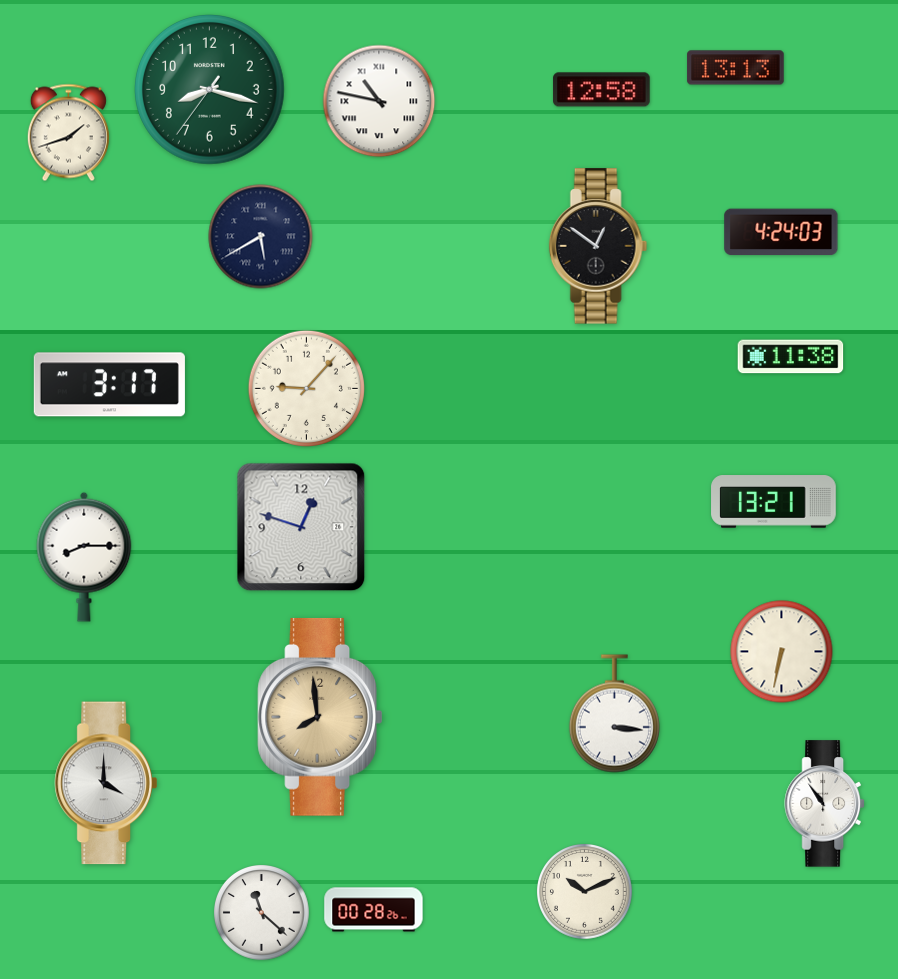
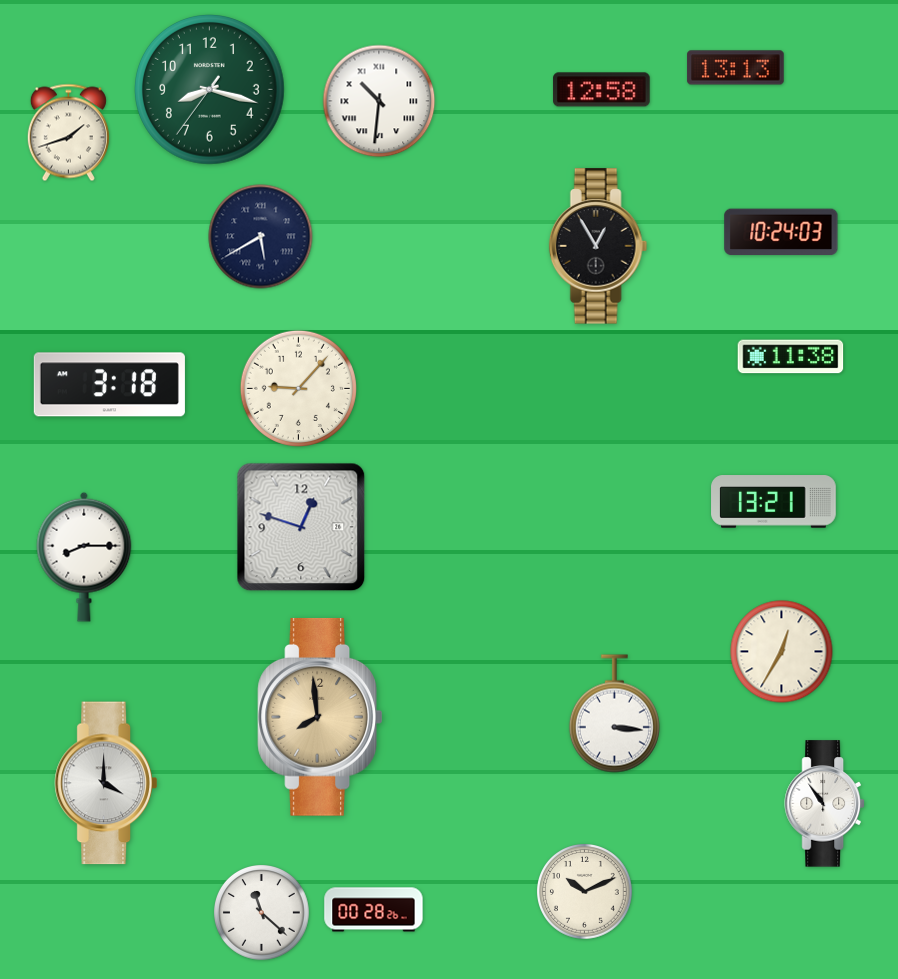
clock at (379, 101): 10:47 -> 10:31
clock at (781, 232): 4:24 -> 10:24
clock at (598, 246): 12:51 -> 12:55
clock at (109, 385): 3:17 -> 3:18
clock at (306, 388) position: (306, 388) -> (298, 388)
clock at (782, 652): 6:32 -> 12:35
